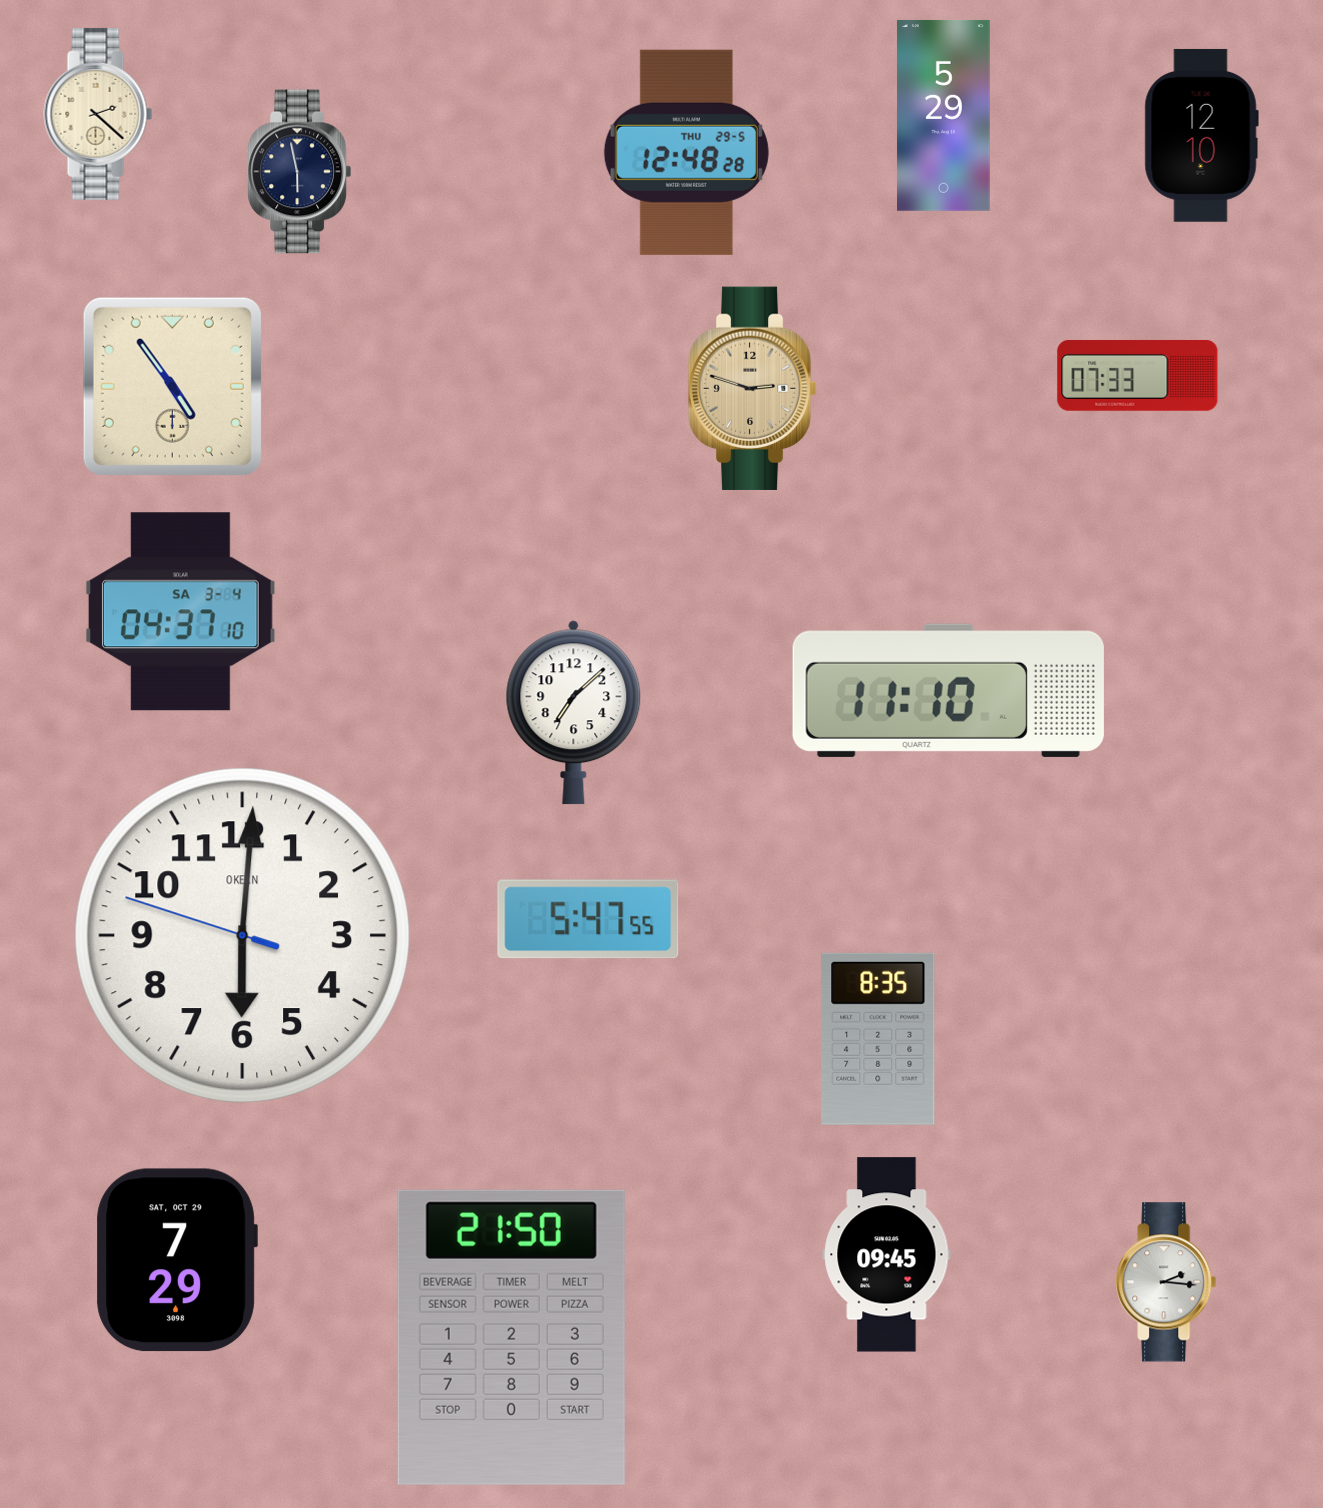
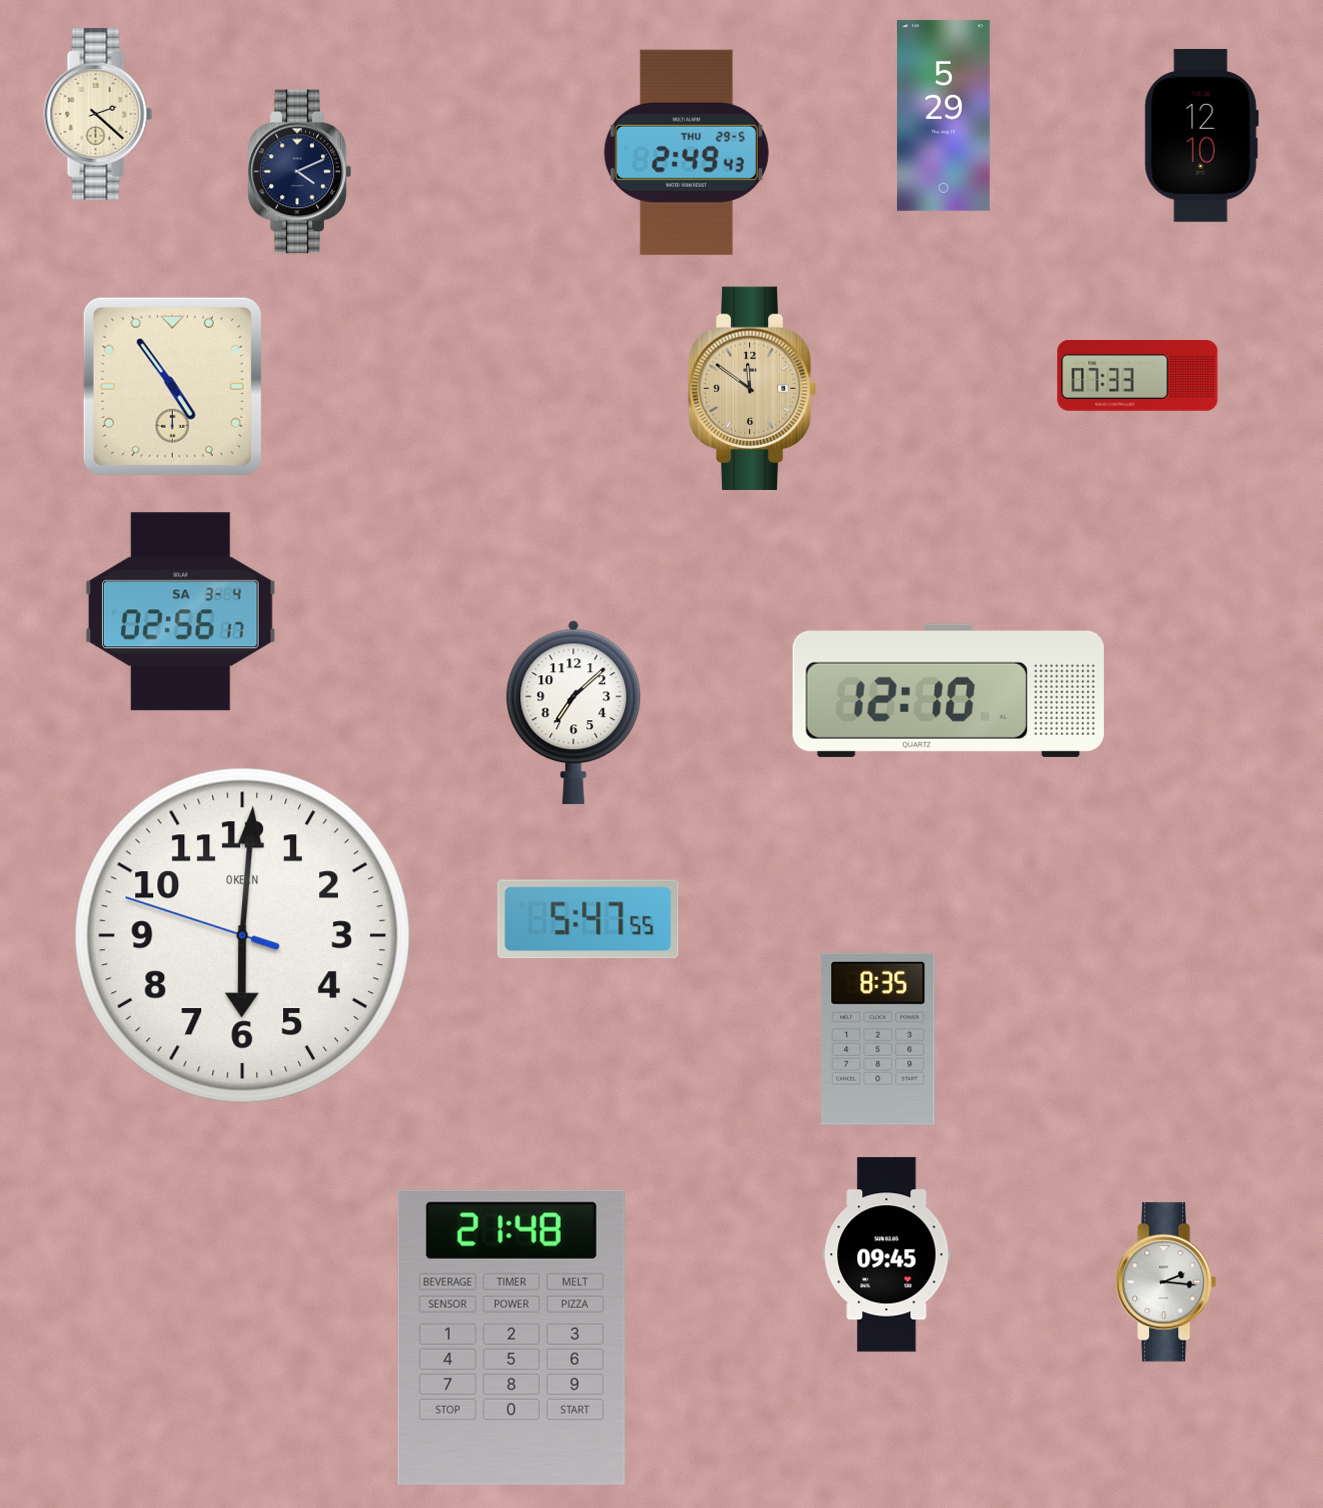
clock at (686, 152): 12:48 -> 2:49
clock at (300, 172): 5:58 -> 4:11
clock at (753, 388): 2:48 -> 11:51
clock at (181, 612): 04:37 -> 02:56
clock at (948, 690): 11:10 -> 12:10
clock at (177, 1260): 7:29 -> none
clock at (511, 1337): 21:50 -> 21:48
